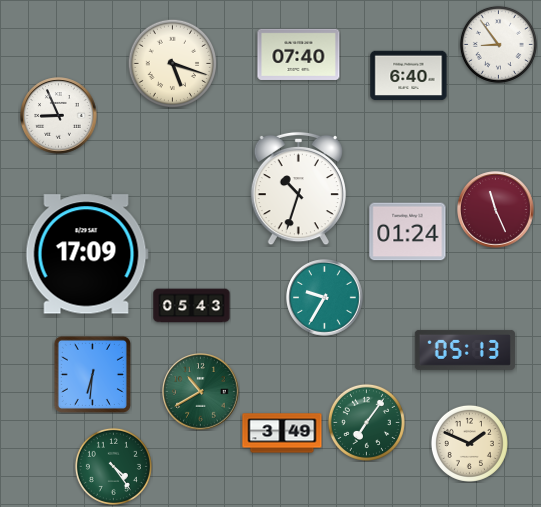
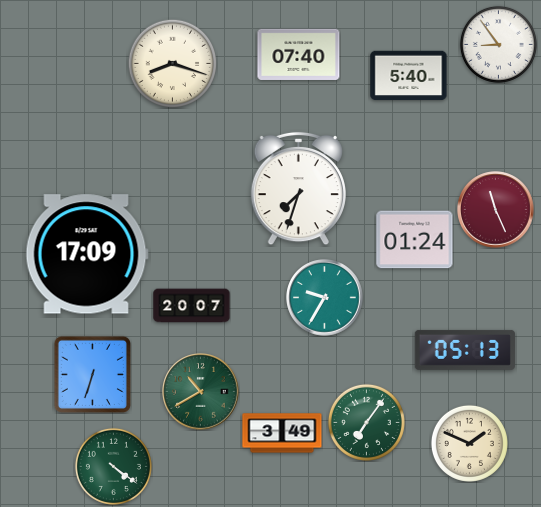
clock at (172, 63): 5:18 -> 8:18
clock at (409, 76): 6:40 -> 5:40
clock at (59, 116): 8:56 -> none
clock at (298, 189): 10:33 -> 7:33
clock at (408, 232) position: (408, 232) -> (415, 240)
clock at (192, 306): 05:43 -> 20:07
clock at (92, 374): 6:31 -> 6:33
clock at (113, 466): 4:24 -> 4:21
